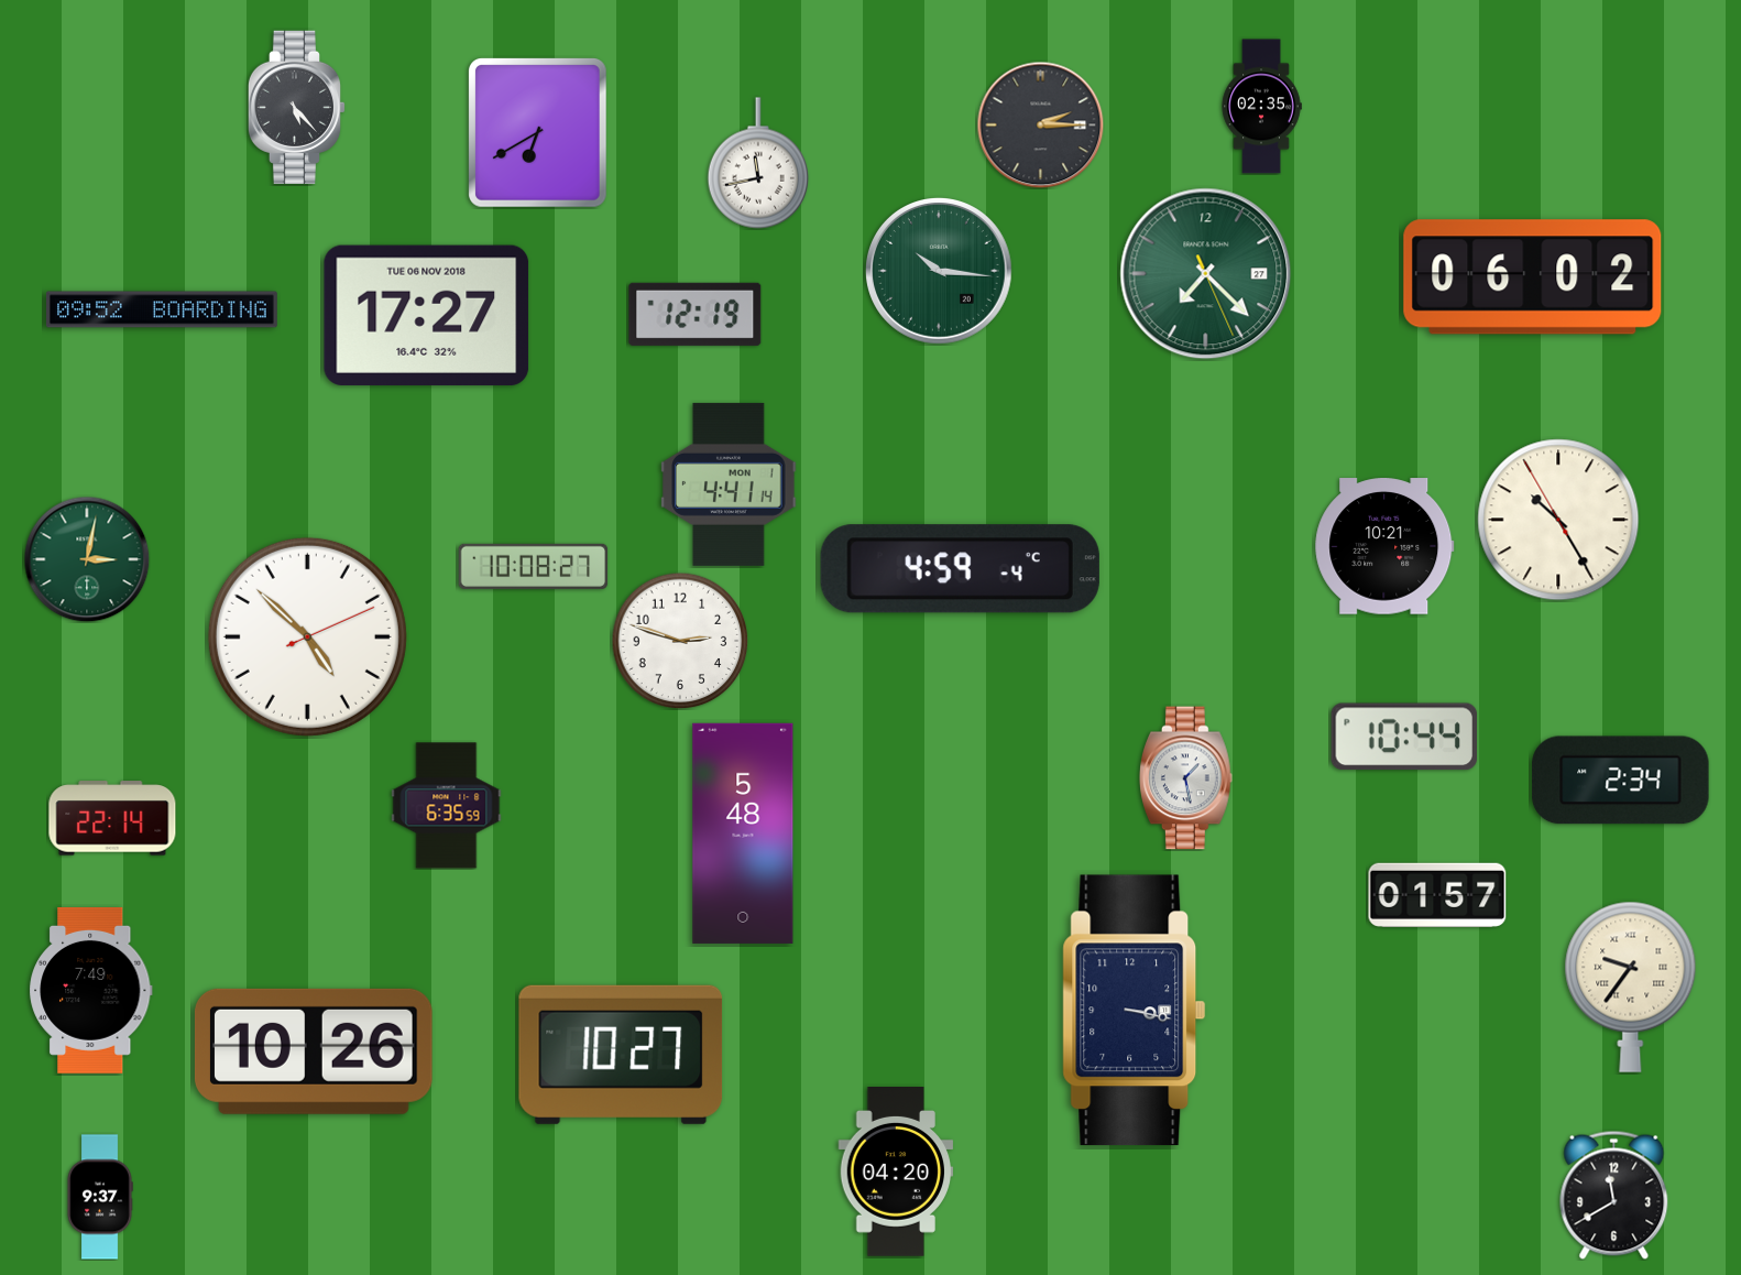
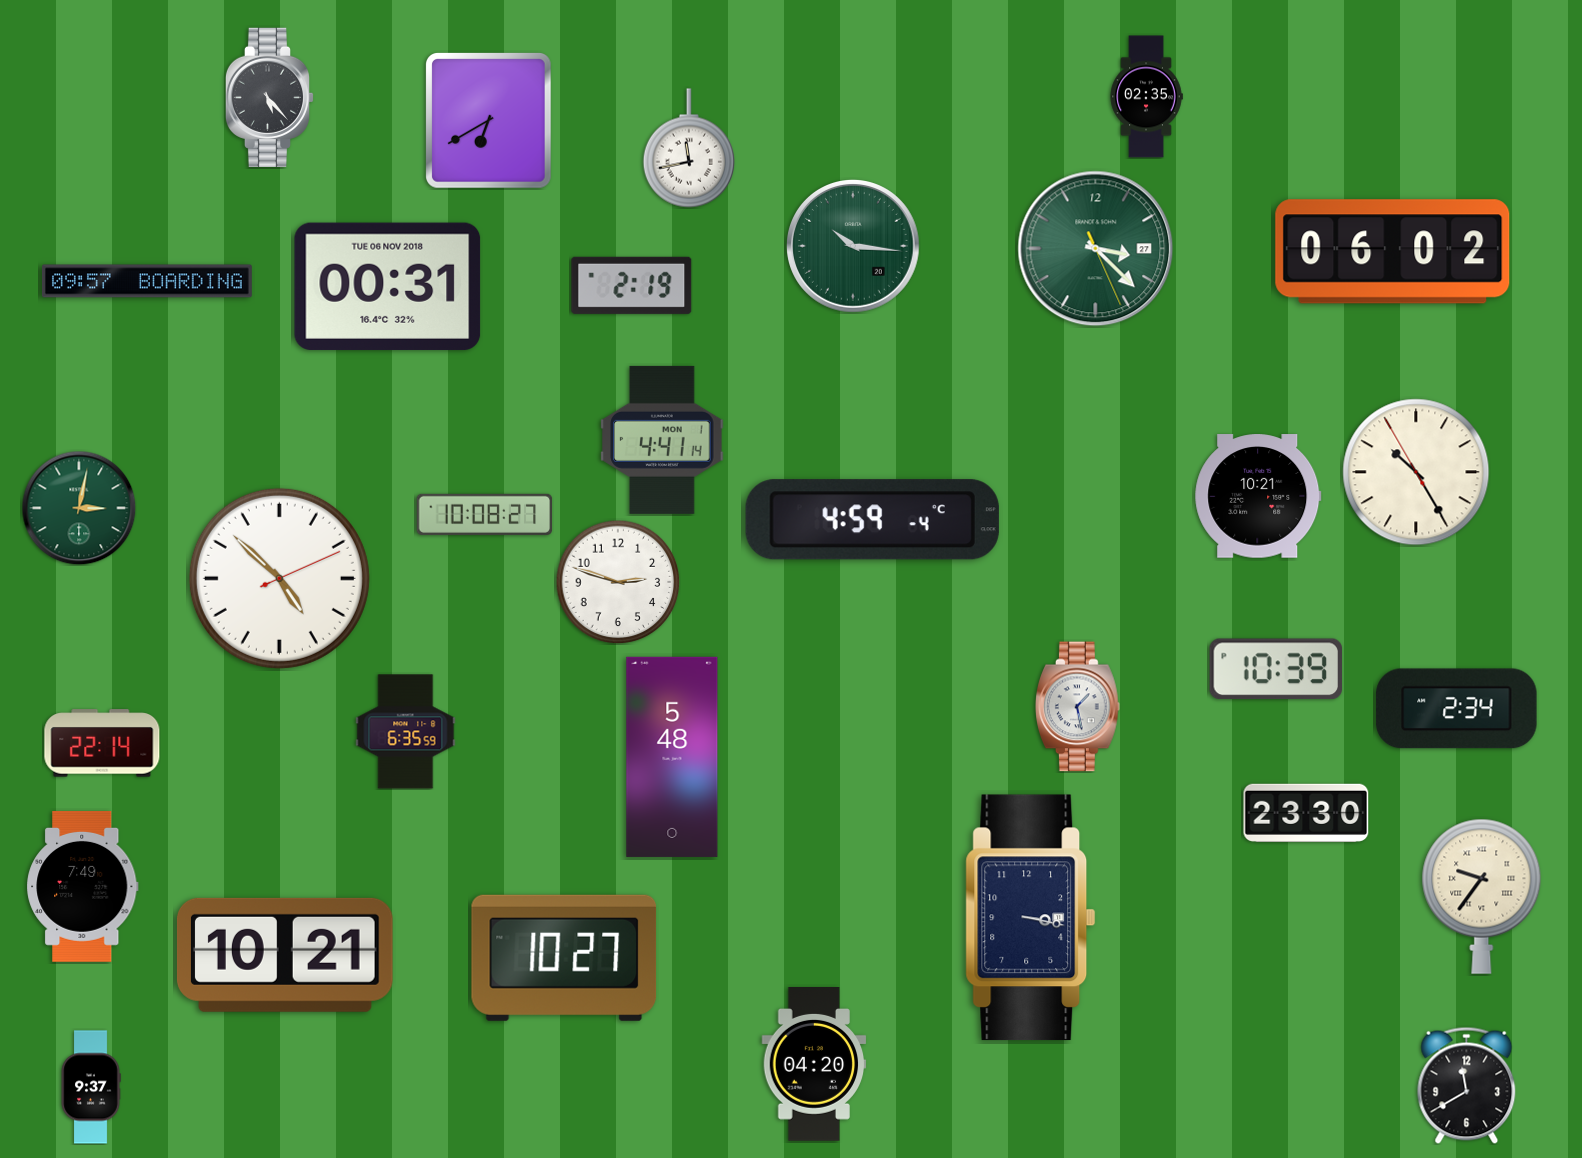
clock at (1040, 124): 2:15 -> none
clock at (1206, 274): 7:22 -> 3:22
clock at (163, 309): 09:52 -> 09:57
clock at (696, 314): 12:19 -> 2:19
clock at (427, 315): 17:27 -> 00:31
clock at (960, 569) position: (960, 569) -> (872, 520)
clock at (1403, 737): 10:44 -> 10:39
clock at (1621, 781) position: (1621, 781) -> (1457, 709)
clock at (743, 833) position: (743, 833) -> (672, 757)
clock at (1437, 895): 01:57 -> 23:30
clock at (91, 990) position: (91, 990) -> (83, 886)
clock at (314, 1051): 10:26 -> 10:21
